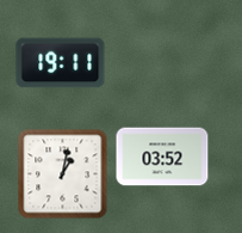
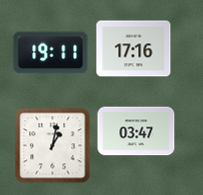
clock at (134, 49): none -> 17:16
clock at (162, 157): 03:52 -> 03:47
